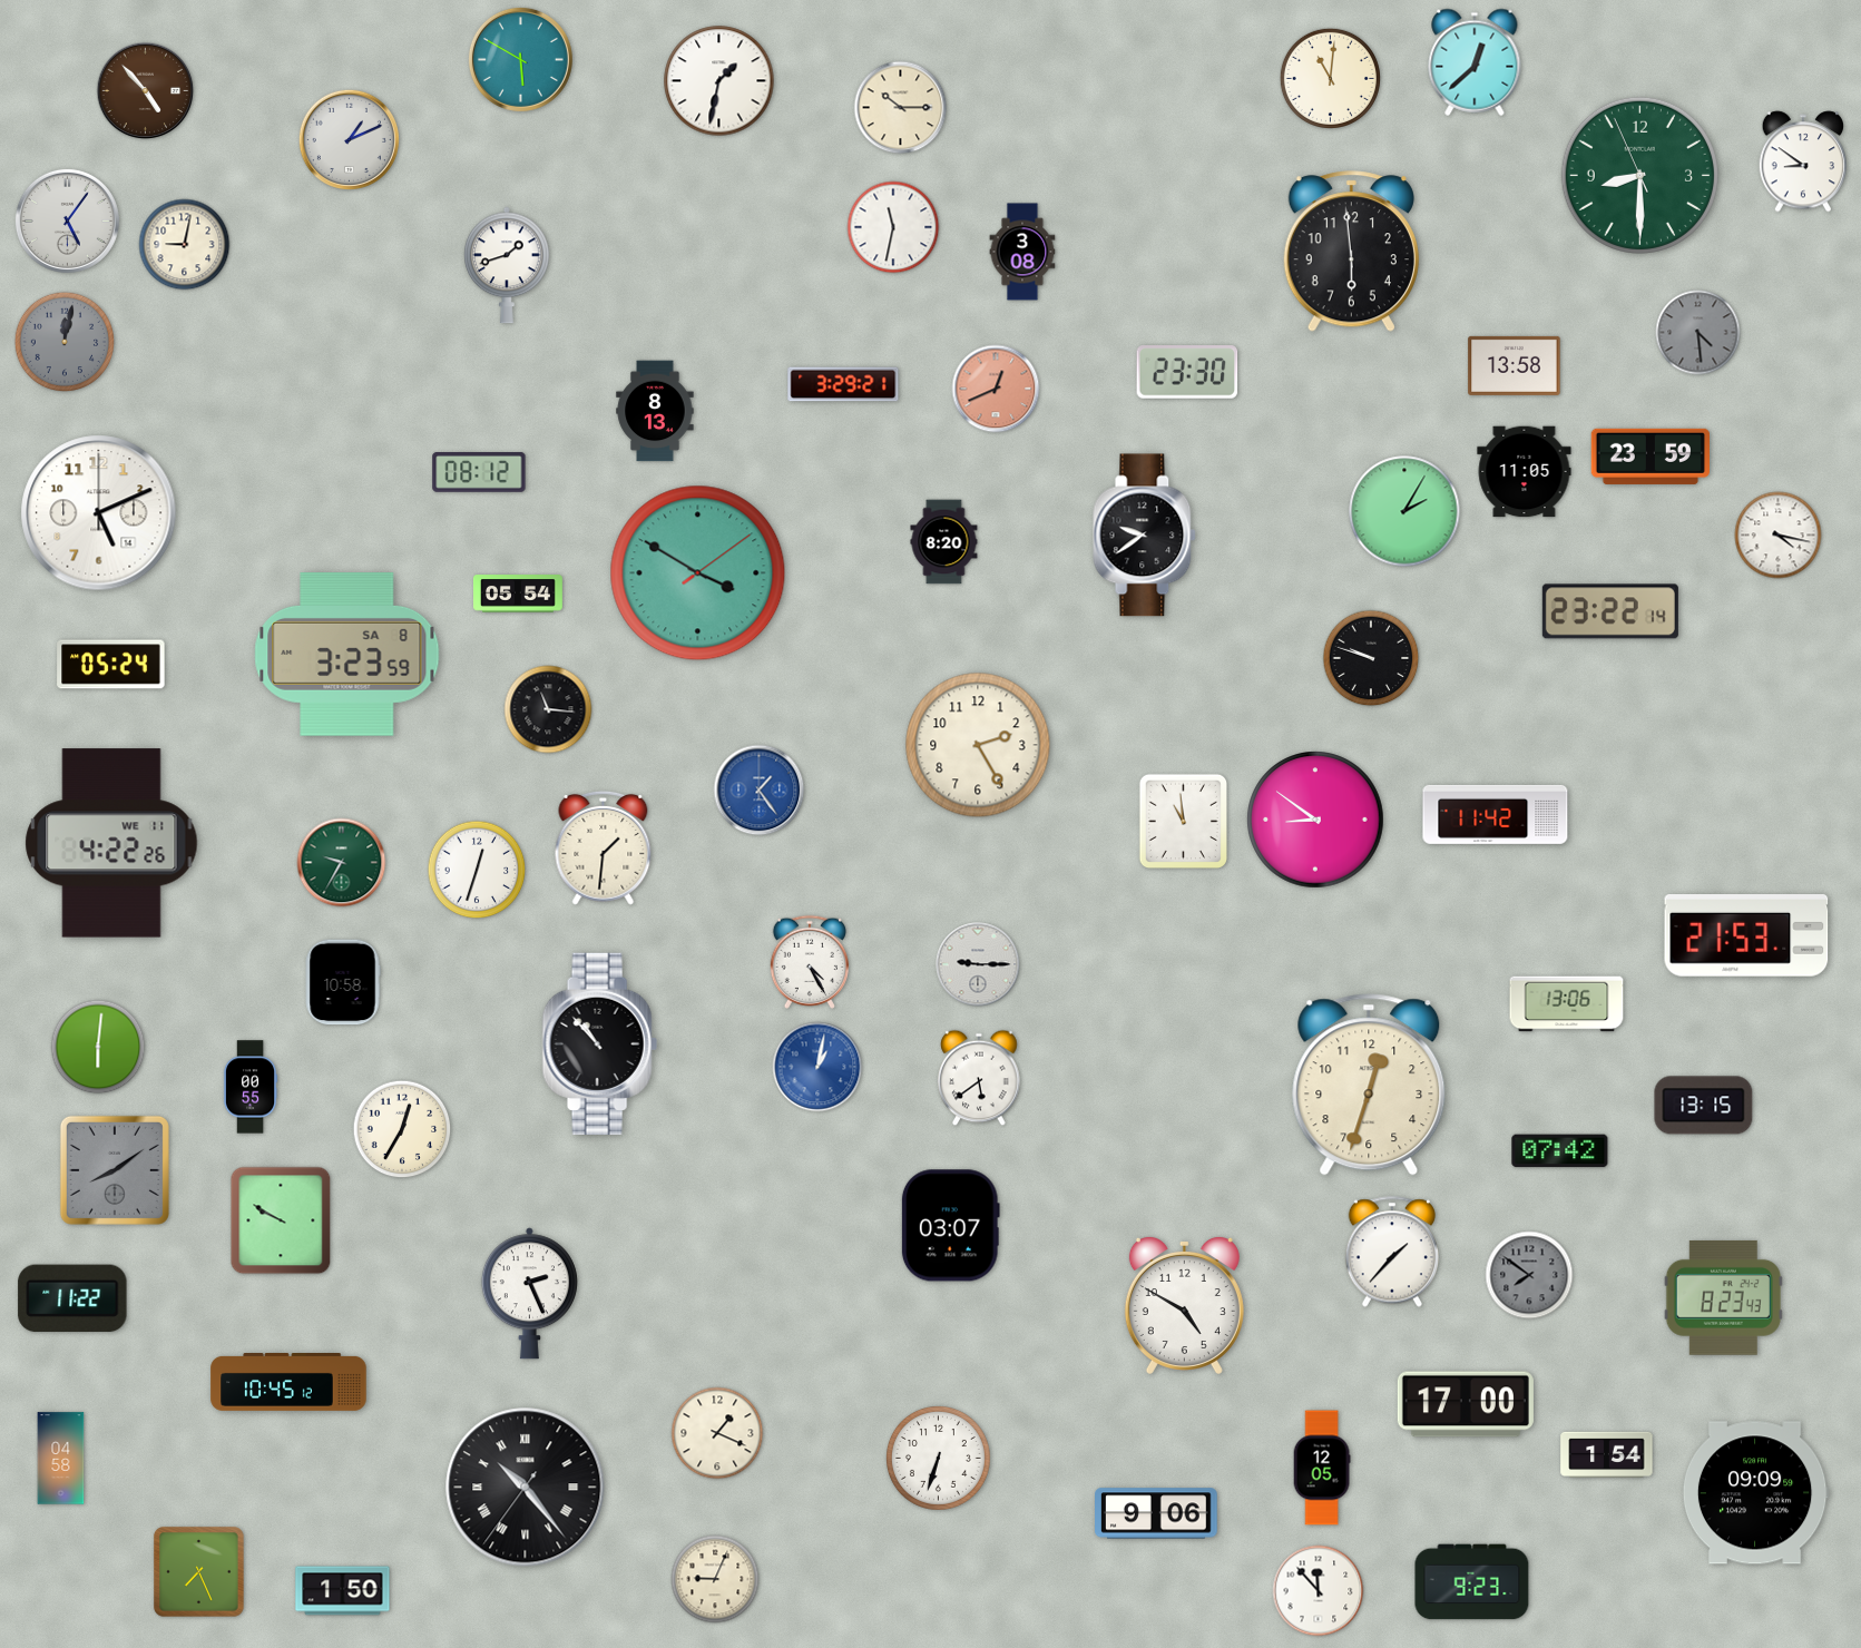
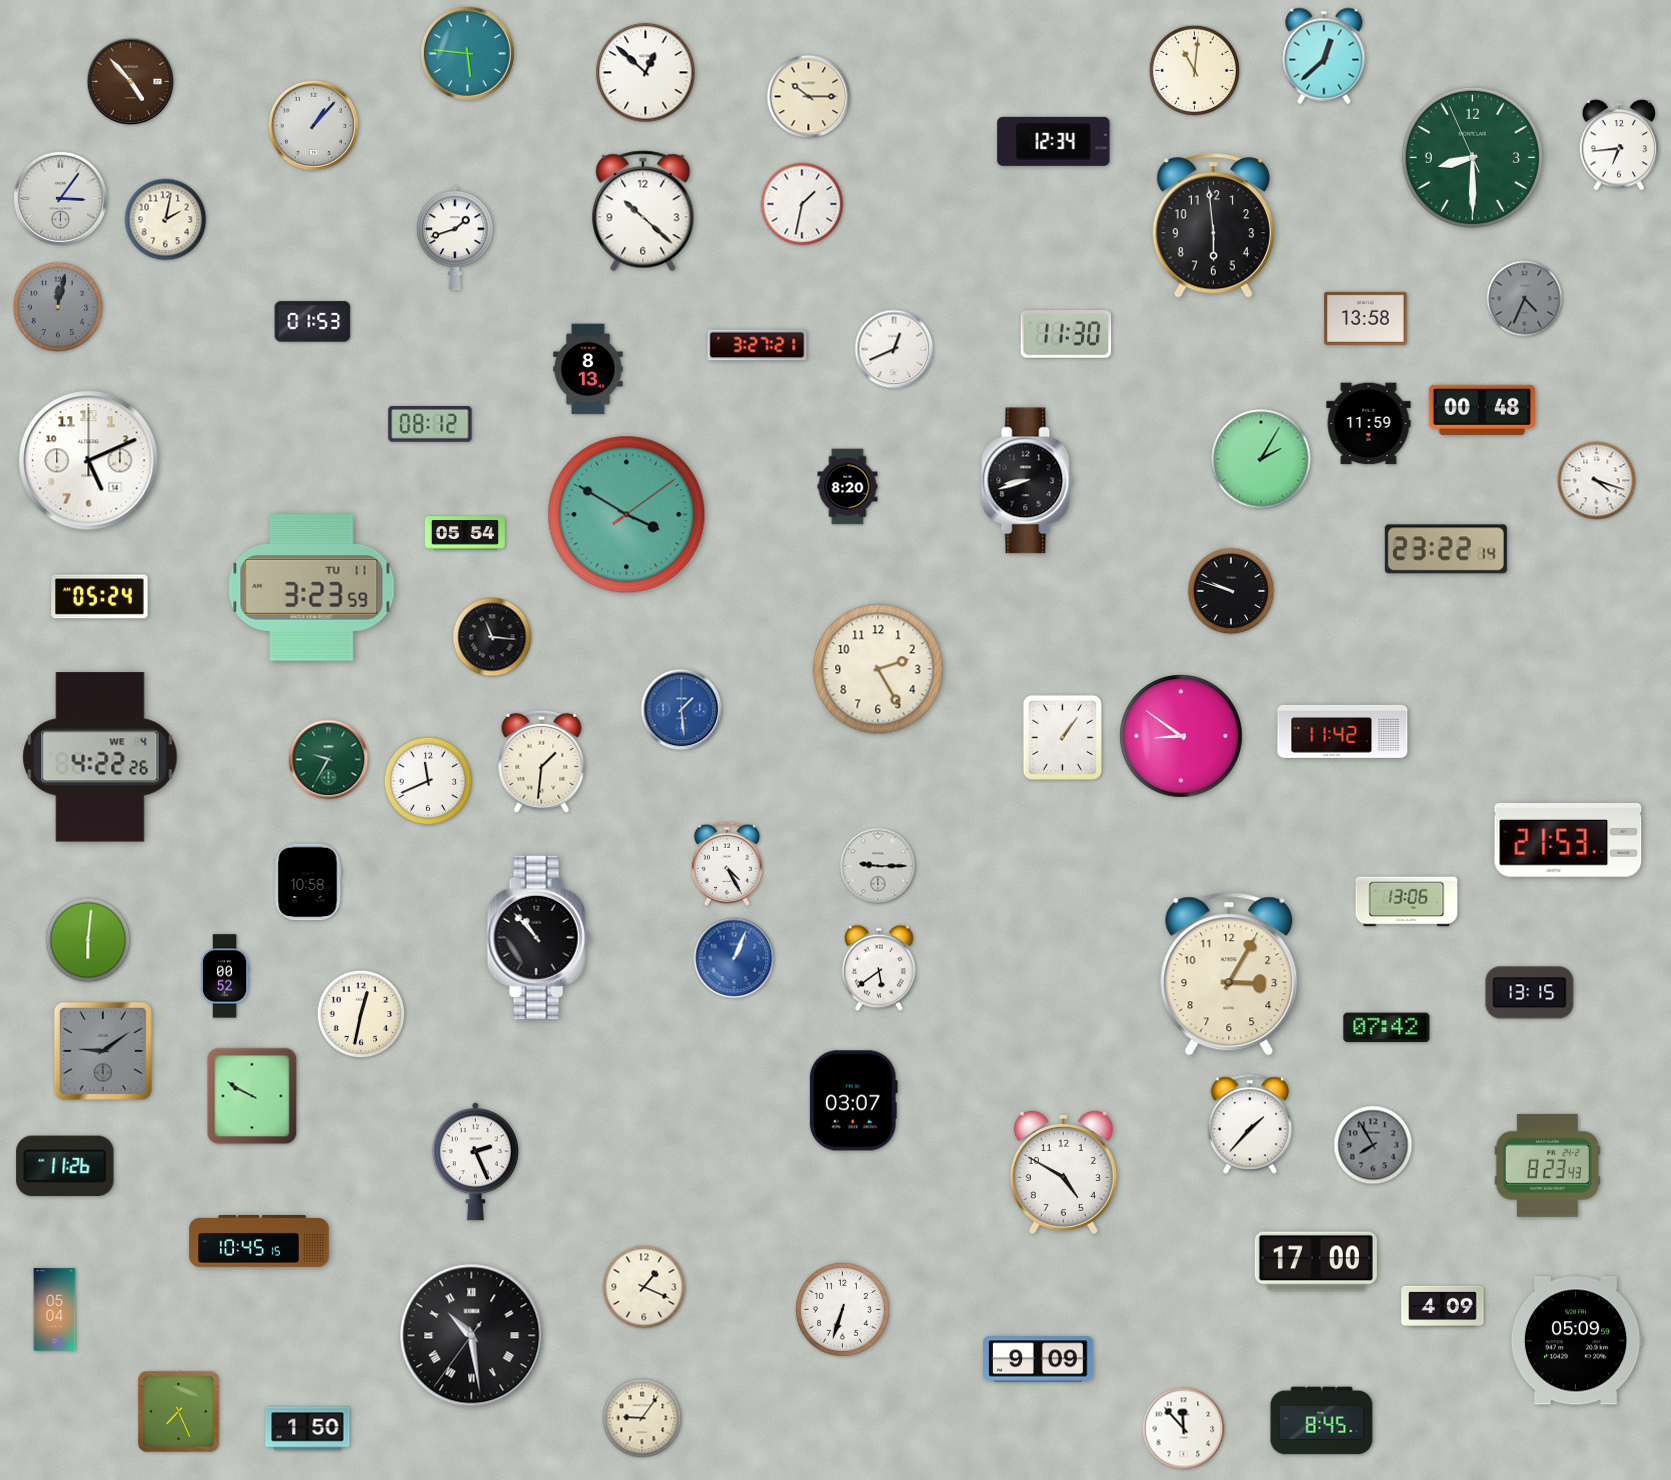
clock at (520, 59): 5:50 -> 5:46
clock at (719, 81): 1:32 -> 12:52
clock at (349, 139): 1:11 -> 1:07
clock at (1054, 141): none -> 12:34
clock at (1803, 161): 8:51 -> 6:44
clock at (67, 220): 5:06 -> 3:06
clock at (893, 227): 11:32 -> 1:32
clock at (643, 211): none -> 10:22
clock at (185, 245): 9:02 -> 2:02
clock at (1022, 252): 3:08 -> none
clock at (1698, 333): 4:29 -> 4:34
clock at (313, 322): none -> 01:53
clock at (1515, 365) position: (1515, 365) -> (1366, 318)
clock at (1187, 372): 23:30 -> 11:30
clock at (843, 384): 3:29 -> 3:27
clock at (996, 389) dial: salmon -> white
clock at (1649, 457): 23:59 -> 00:48
clock at (1525, 472): 11:05 -> 11:59
clock at (1145, 536): 9:39 -> 8:42
clock at (1779, 536): 4:17 -> 4:18
clock at (347, 655) date: SA 8 -> TU 11
clock at (760, 791): 1:24 -> 1:29
clock at (1183, 821): 10:59 -> 1:06
clock at (111, 843) date: WE 11 -> WE 4
clock at (342, 863) position: (342, 863) -> (329, 760)
clock at (477, 870): 12:33 -> 11:41
clock at (817, 1067): 1:02 -> 1:04
clock at (1369, 1085): 12:33 -> 3:05
clock at (251, 1087): 00:55 -> 00:52
clock at (402, 1129): 12:35 -> 12:32
clock at (1560, 1151) position: (1560, 1151) -> (1387, 1028)
clock at (115, 1170): 8:09 -> 9:09
clock at (1529, 1275): 7:51 -> 7:55
clock at (72, 1298): 11:22 -> 11:26
clock at (288, 1383): 10:45:12 -> 10:45:15
clock at (1607, 1455): 1:54 -> 4:09
clock at (61, 1459): 04:58 -> 05:04
clock at (1322, 1468): 12:05 -> none
clock at (526, 1488): 10:23 -> 10:28
clock at (1755, 1493): 09:09 -> 05:09
clock at (1157, 1513): 9:06 -> 9:09
clock at (715, 1579): 9:04 -> 9:06
clock at (1472, 1582): 9:23 -> 8:45
